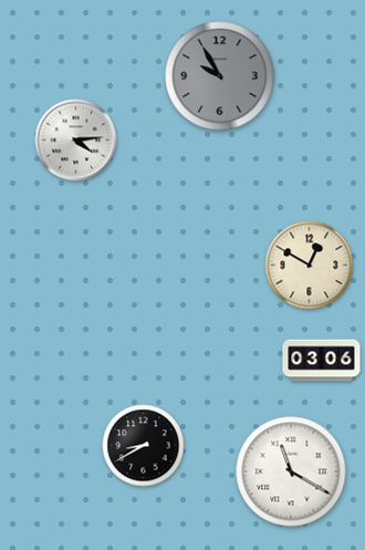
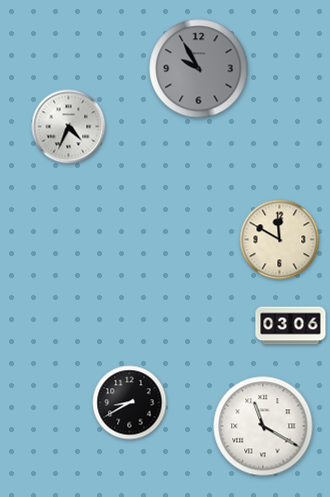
clock at (76, 141): 4:14 -> 4:34
clock at (310, 266): 12:50 -> 11:50
